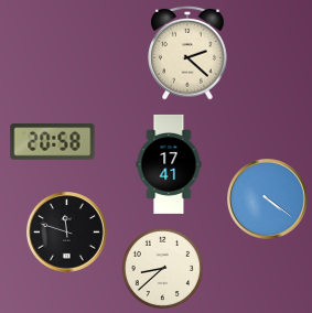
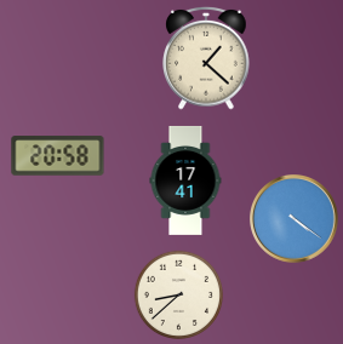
clock at (187, 53): 2:22 -> 1:22
clock at (67, 233): 11:48 -> none
